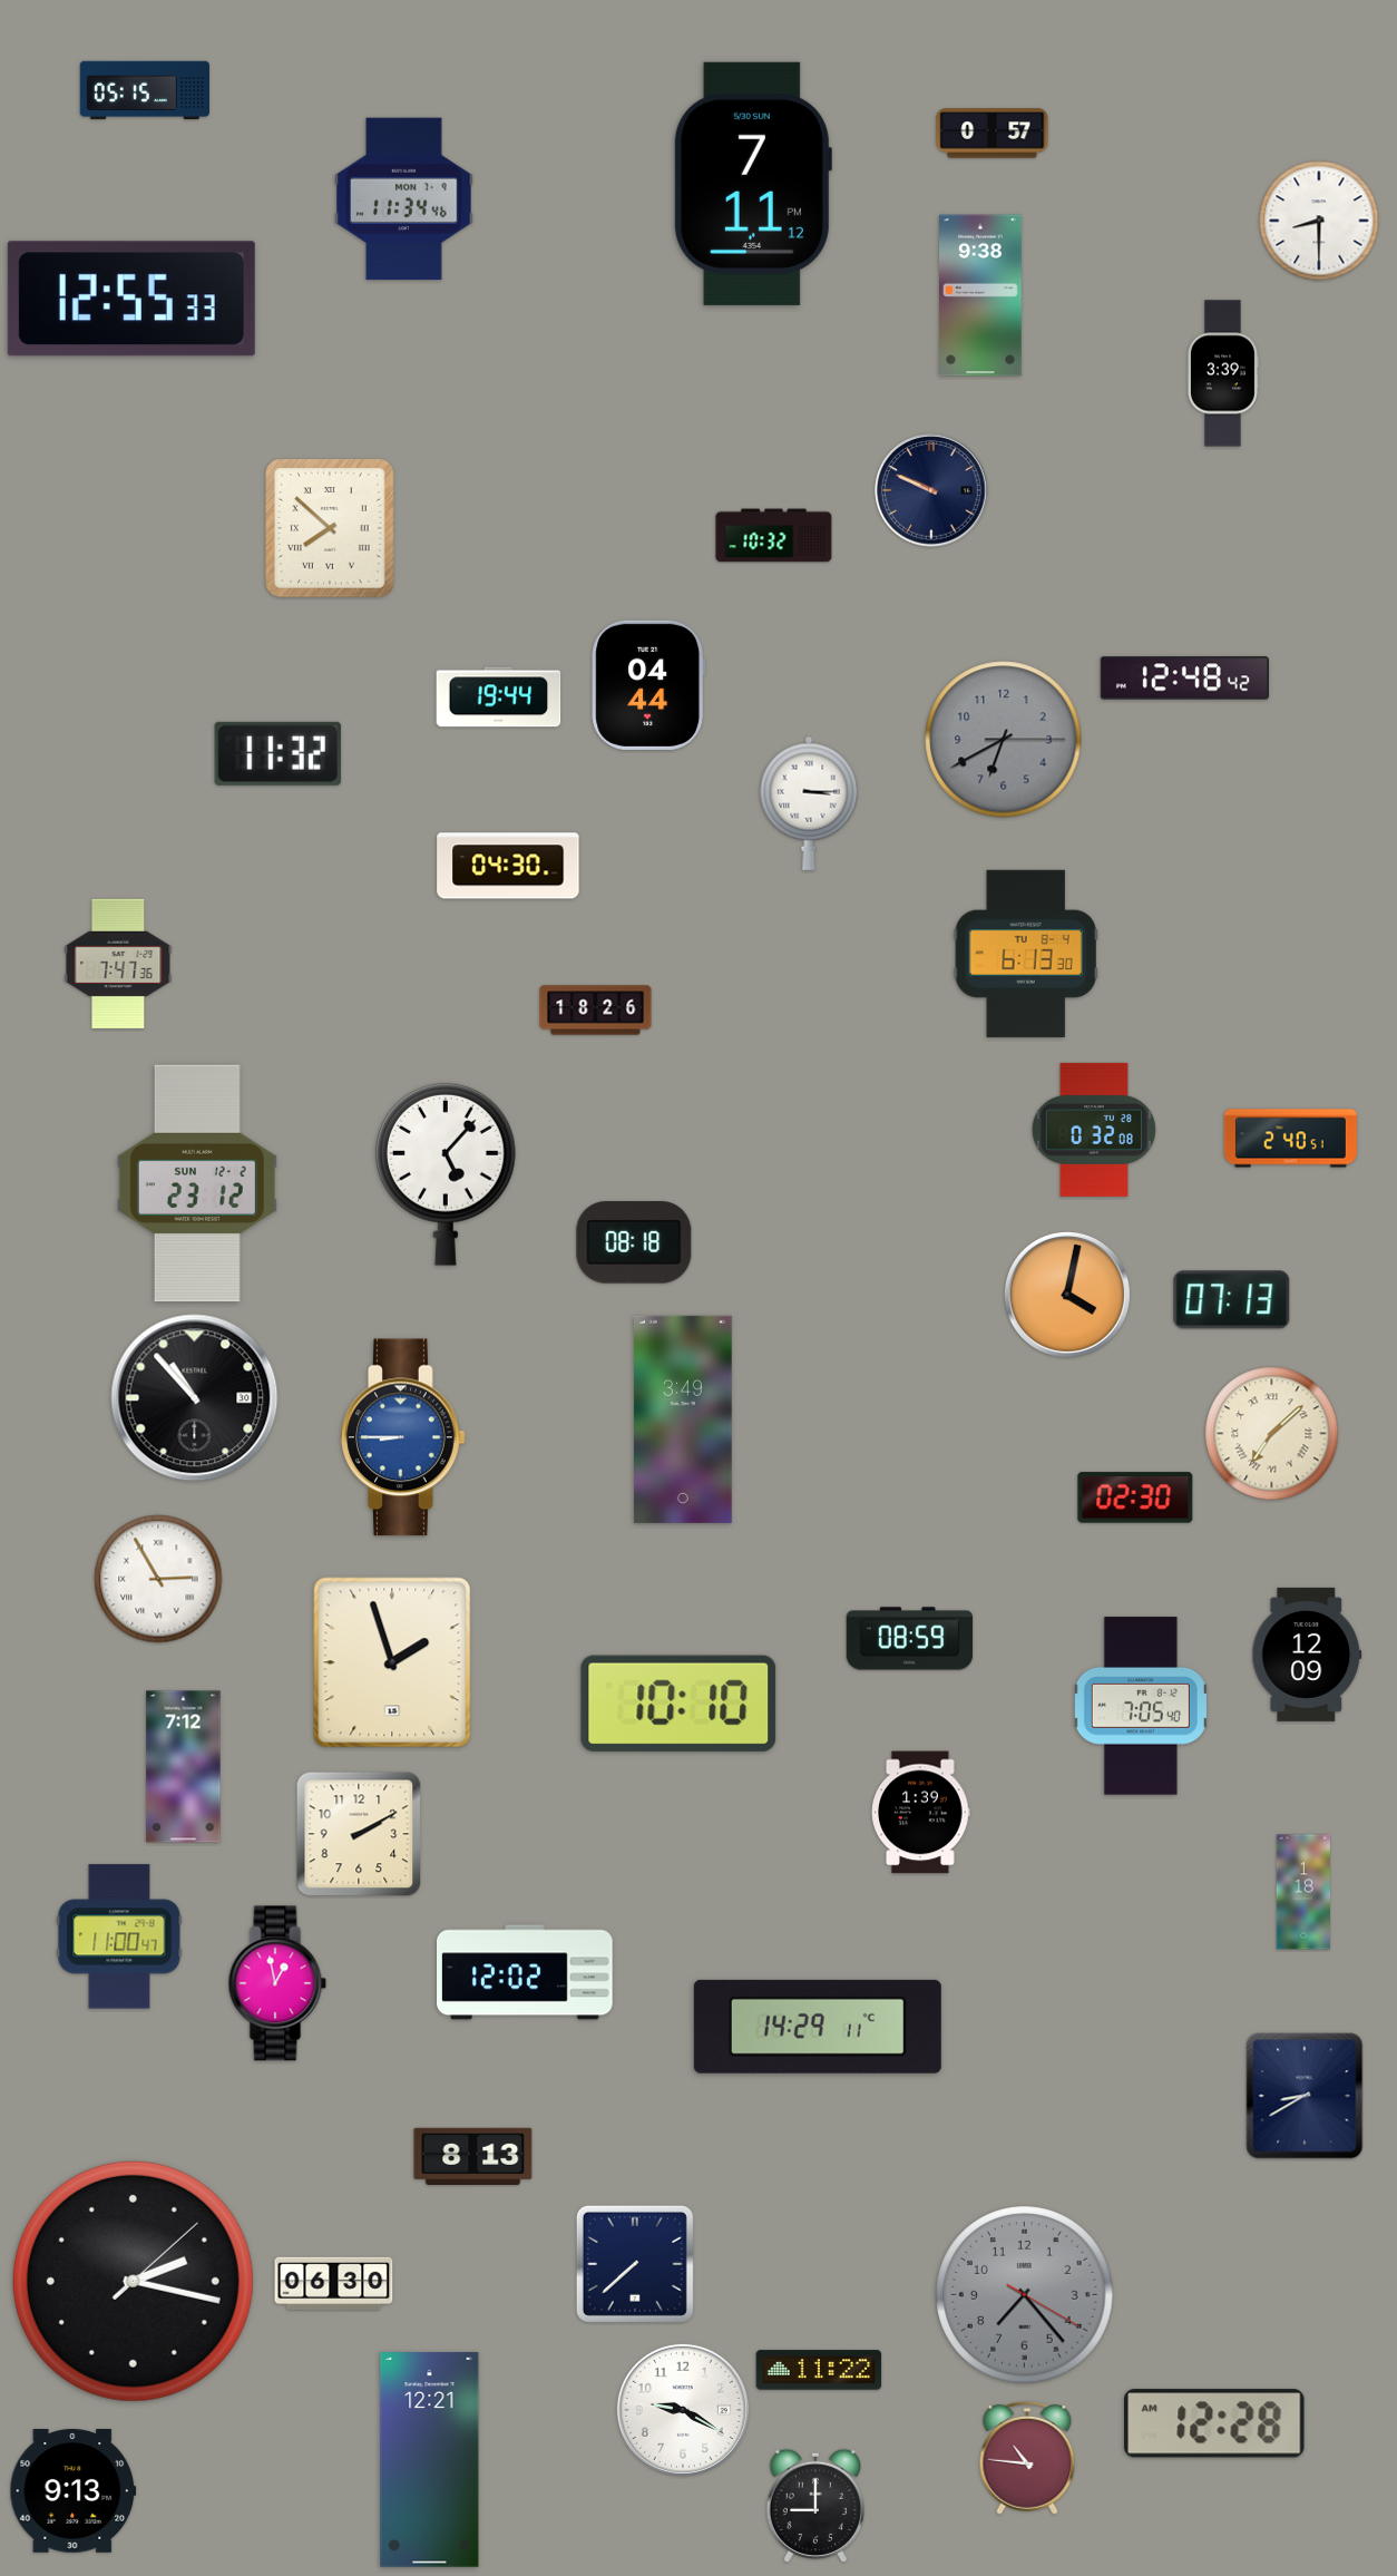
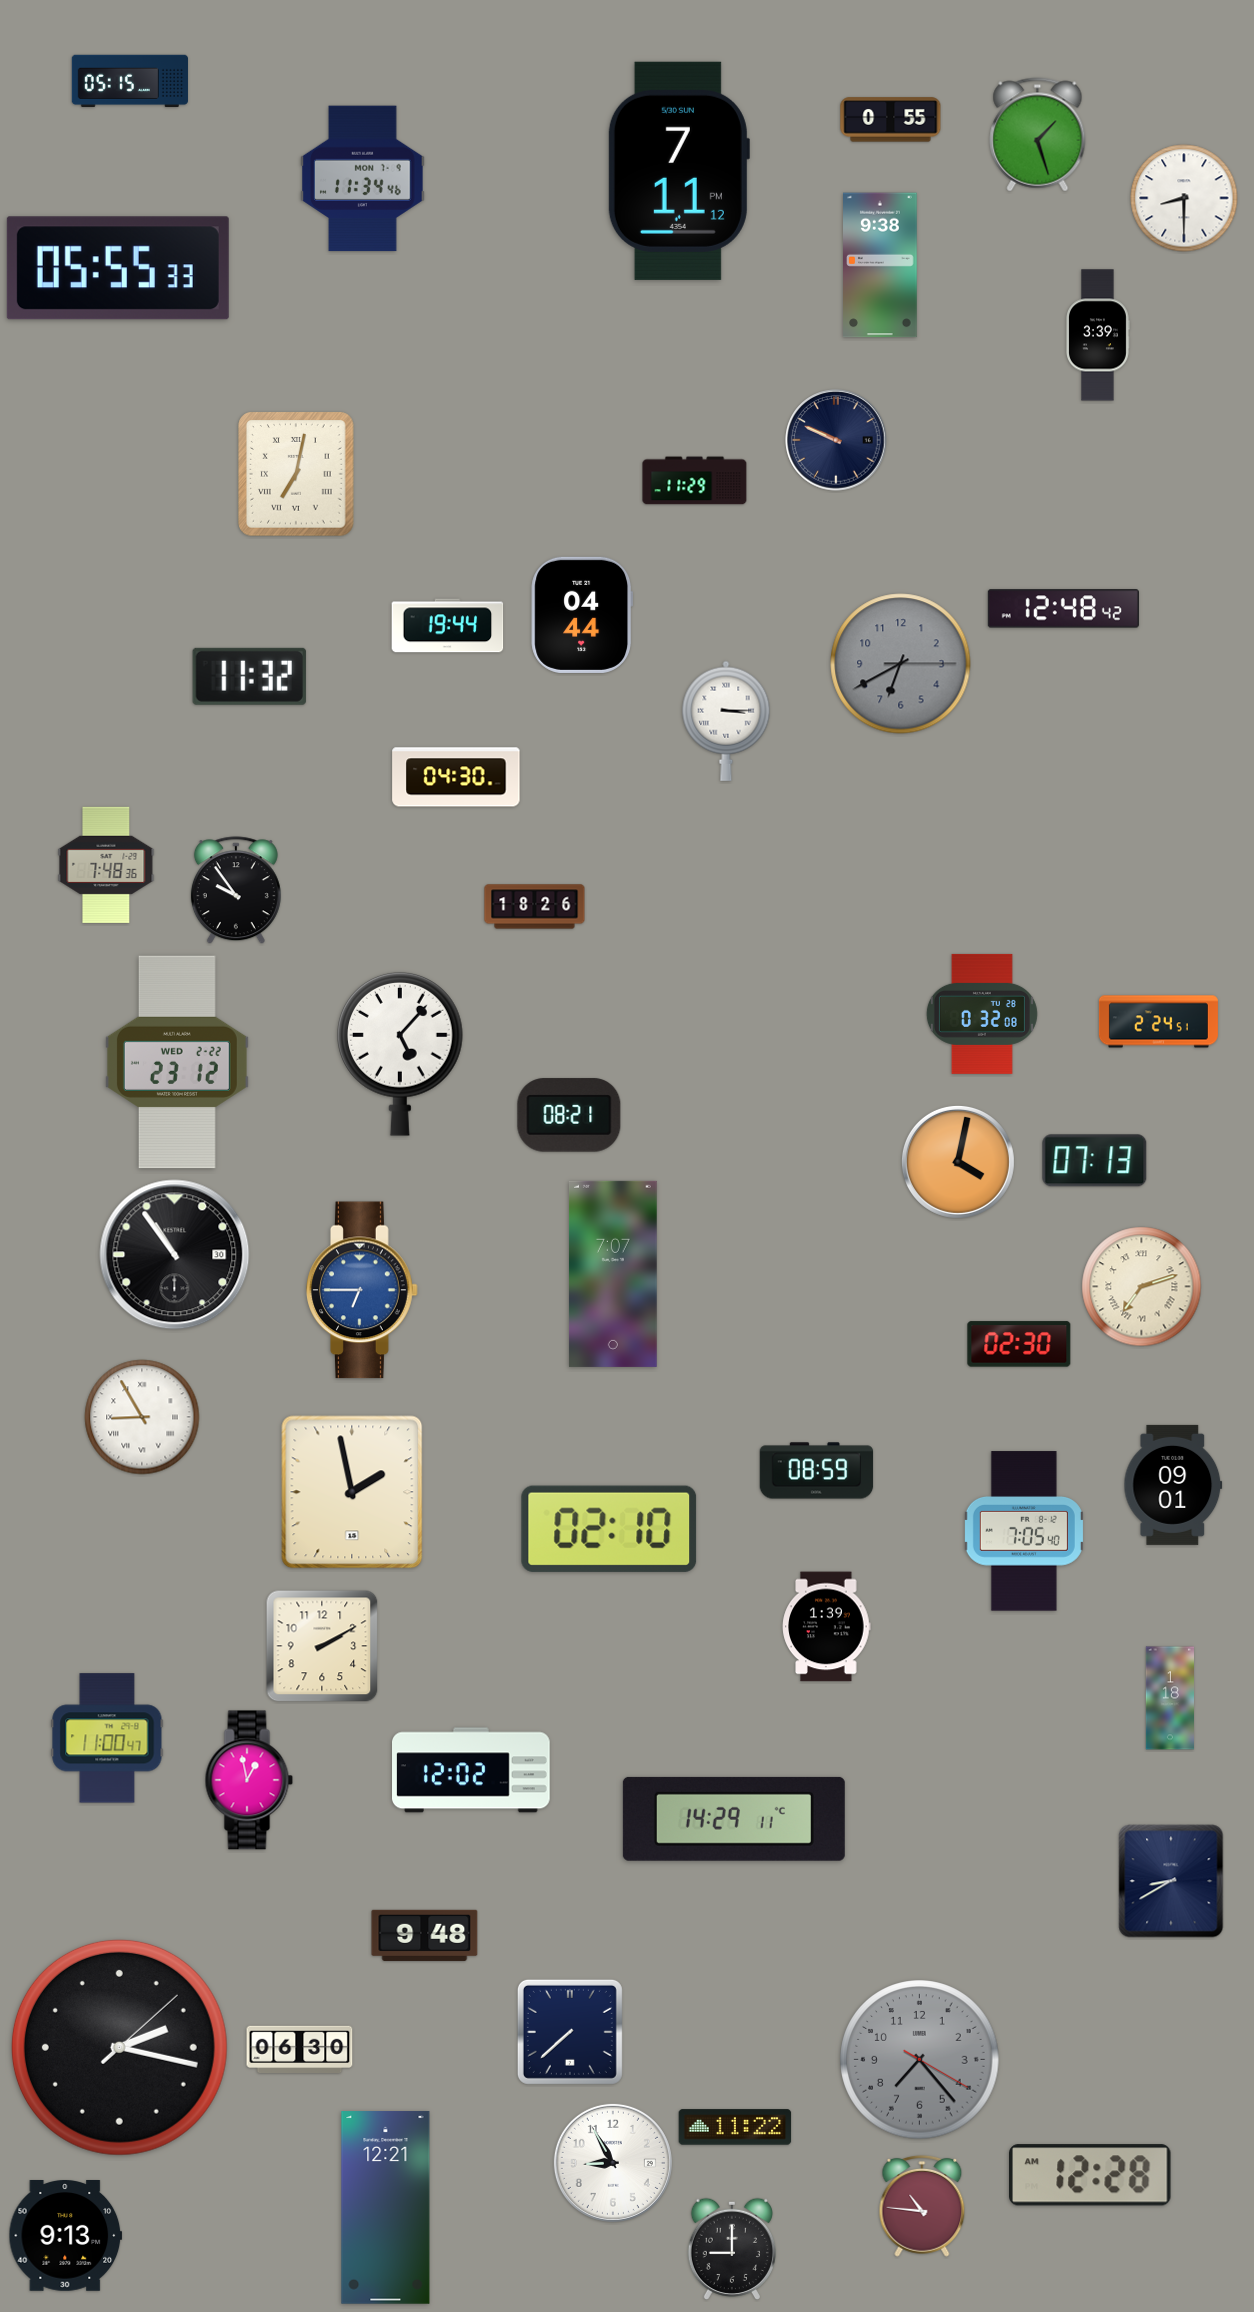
clock at (993, 134): 0:57 -> 0:55
clock at (1038, 135): none -> 1:27
clock at (753, 184) position: (753, 184) -> (679, 171)
clock at (131, 299): 12:55 -> 05:55
clock at (330, 528): 7:52 -> 7:02
clock at (774, 536): 10:32 -> 11:29
clock at (1026, 954): 6:13 -> none
clock at (118, 964): 7:47 -> 7:48
clock at (236, 891): none -> 9:54
clock at (1290, 1139): 2:40 -> 2:24
clock at (197, 1183) date: SUN 12-2 -> WED 2-22
clock at (634, 1242): 08:18 -> 08:21
clock at (1232, 1300) position: (1232, 1300) -> (1095, 1161)
clock at (195, 1398): 10:53 -> 10:54
clock at (683, 1419): 3:49 -> 7:07
clock at (1272, 1434): 7:08 -> 7:12
clock at (403, 1437): 8:45 -> 6:45
clock at (158, 1579): 2:55 -> 8:55
clock at (1307, 1655): 12:09 -> 09:01
clock at (392, 1662): 1:57 -> 1:58
clock at (678, 1704): 10:10 -> 02:10
clock at (184, 1767): 7:12 -> none
clock at (473, 2156): 8:13 -> 9:48
clock at (683, 2410): 9:20 -> 8:55
